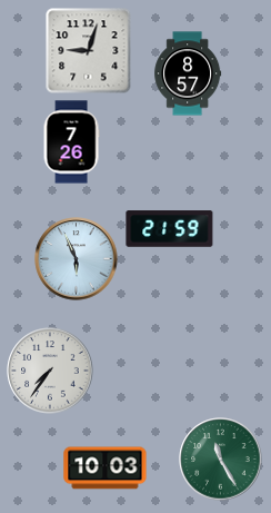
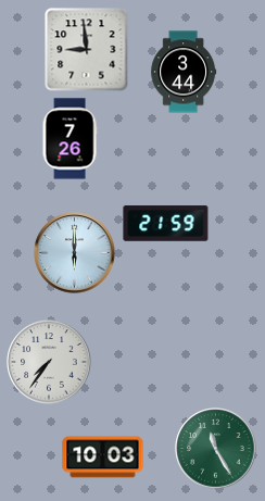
clock at (89, 51): 9:03 -> 8:59
clock at (188, 73): 8:57 -> 3:44
clock at (77, 259): 5:56 -> 6:00
